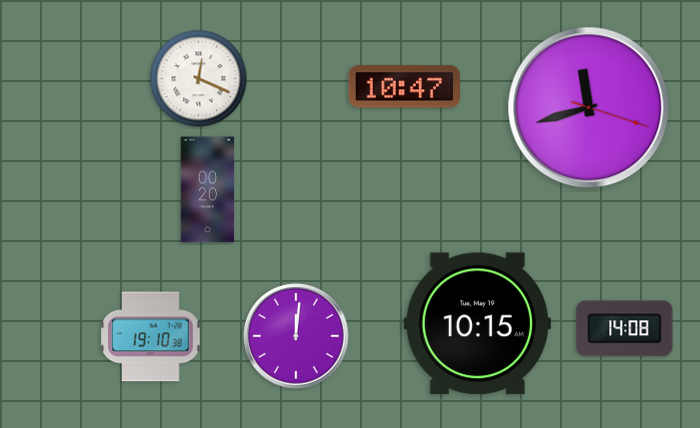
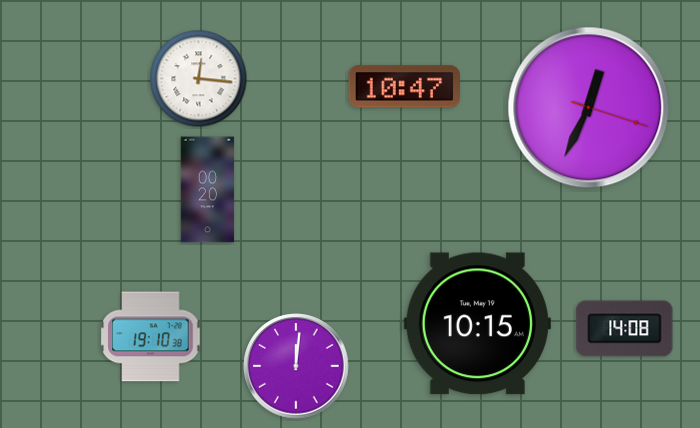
clock at (199, 79): 12:19 -> 12:16
clock at (589, 108): 11:42 -> 12:34
clock at (296, 336) position: (296, 336) -> (296, 366)
